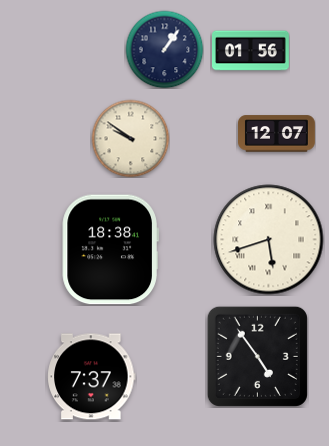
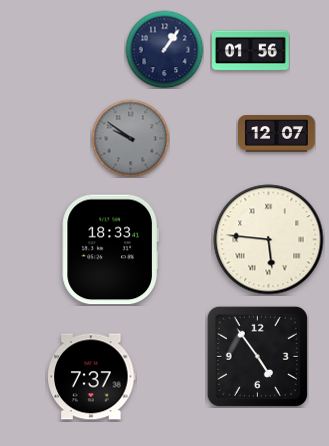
clock at (130, 138) dial: cream -> grey
clock at (269, 240): 5:42 -> 5:46
clock at (110, 250): 18:38 -> 18:33
